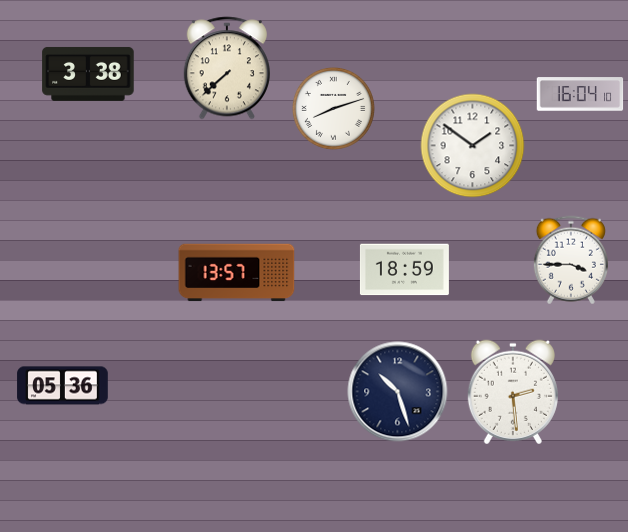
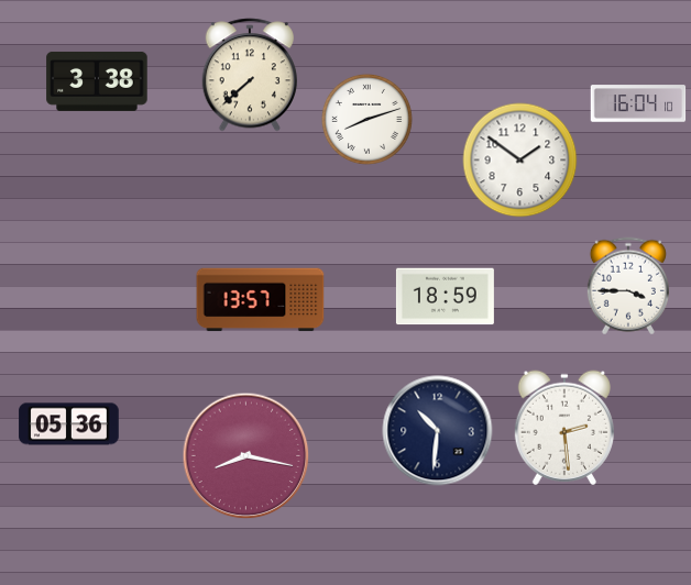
clock at (398, 392): 10:27 -> 10:31
clock at (513, 392) position: (513, 392) -> (564, 428)
clock at (246, 456): none -> 8:17
